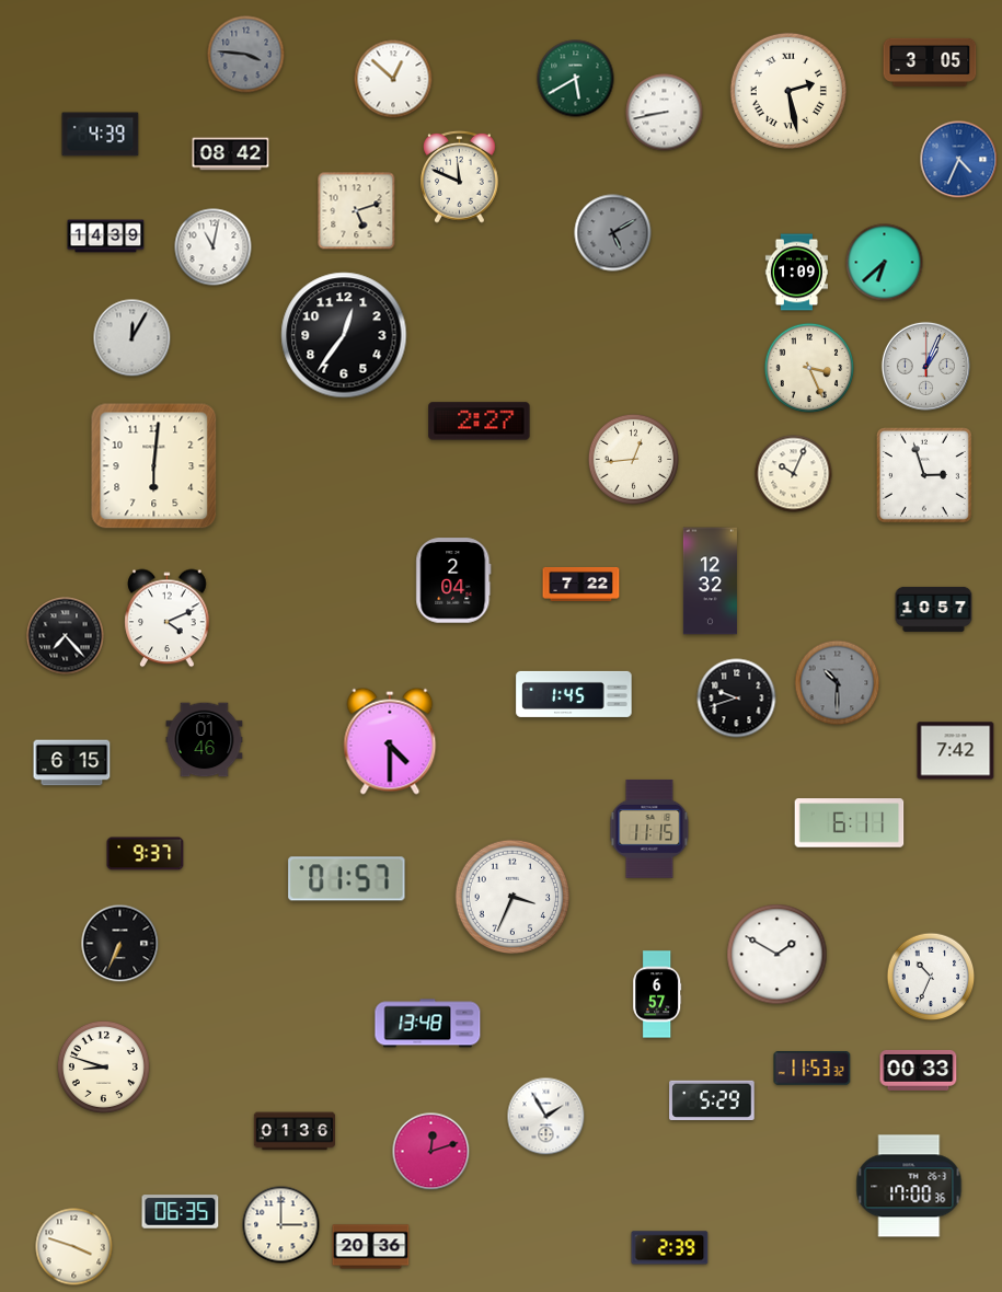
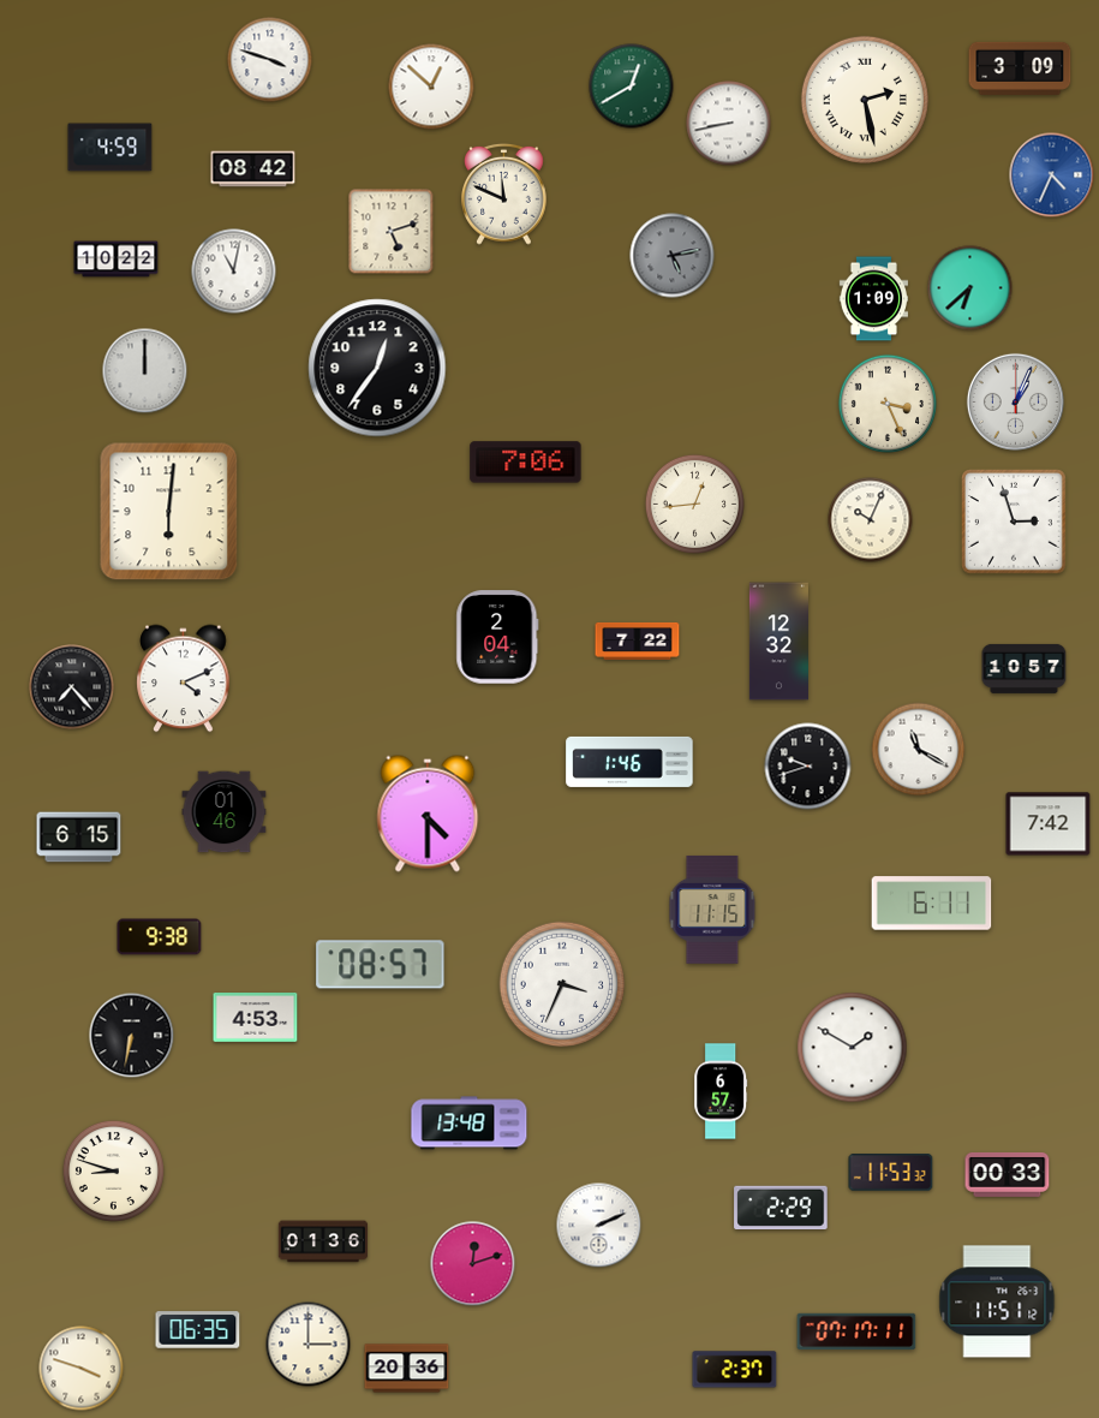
clock at (246, 55): 3:46 -> 3:48
clock at (246, 55) dial: grey -> white
clock at (930, 62): 3:05 -> 3:09
clock at (576, 79): 5:40 -> 12:40
clock at (101, 135): 4:39 -> 4:59
clock at (613, 233): 5:10 -> 5:13
clock at (106, 237): 14:39 -> 10:22
clock at (133, 338): 12:05 -> 12:00
clock at (480, 422): 2:27 -> 7:06
clock at (710, 581) position: (710, 581) -> (778, 642)
clock at (66, 636) position: (66, 636) -> (72, 687)
clock at (838, 683): 10:30 -> 11:20
clock at (838, 683) dial: grey -> white
clock at (574, 694): 1:45 -> 1:46
clock at (146, 854): 9:37 -> 9:38
clock at (347, 879): 01:57 -> 08:57
clock at (256, 1018): none -> 4:53
clock at (120, 944): 6:34 -> 6:32
clock at (931, 977): 10:34 -> none
clock at (712, 1099): 5:29 -> 2:29
clock at (546, 1117): 1:55 -> 2:11
clock at (909, 1186): 17:00 -> 11:51
clock at (856, 1331): none -> 07:17
clock at (670, 1248): 2:39 -> 2:37
